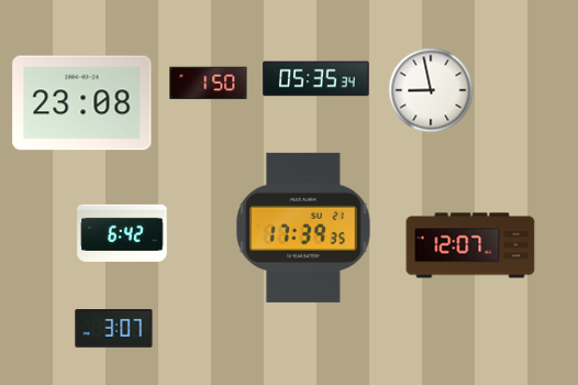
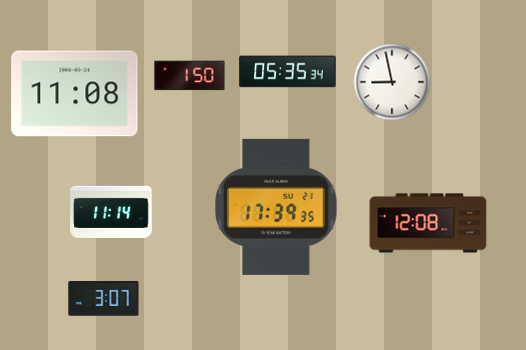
clock at (82, 103): 23:08 -> 11:08
clock at (122, 233): 6:42 -> 11:14
clock at (470, 245): 12:07 -> 12:08
